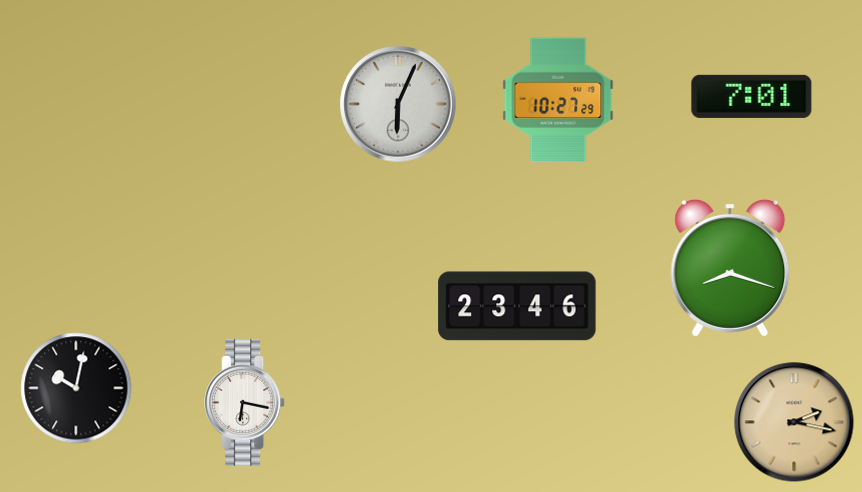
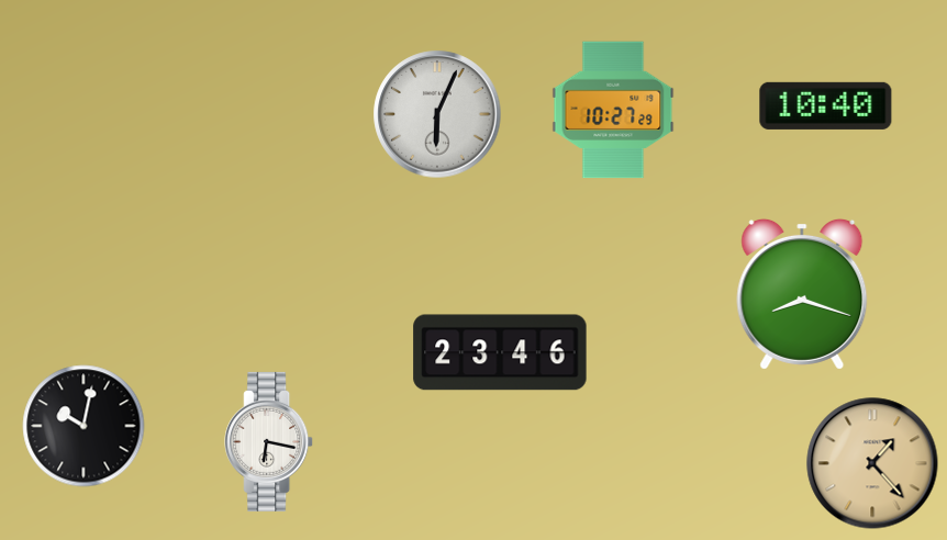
clock at (752, 96): 7:01 -> 10:40
clock at (517, 306) position: (517, 306) -> (500, 352)
clock at (794, 422): 2:17 -> 1:23
